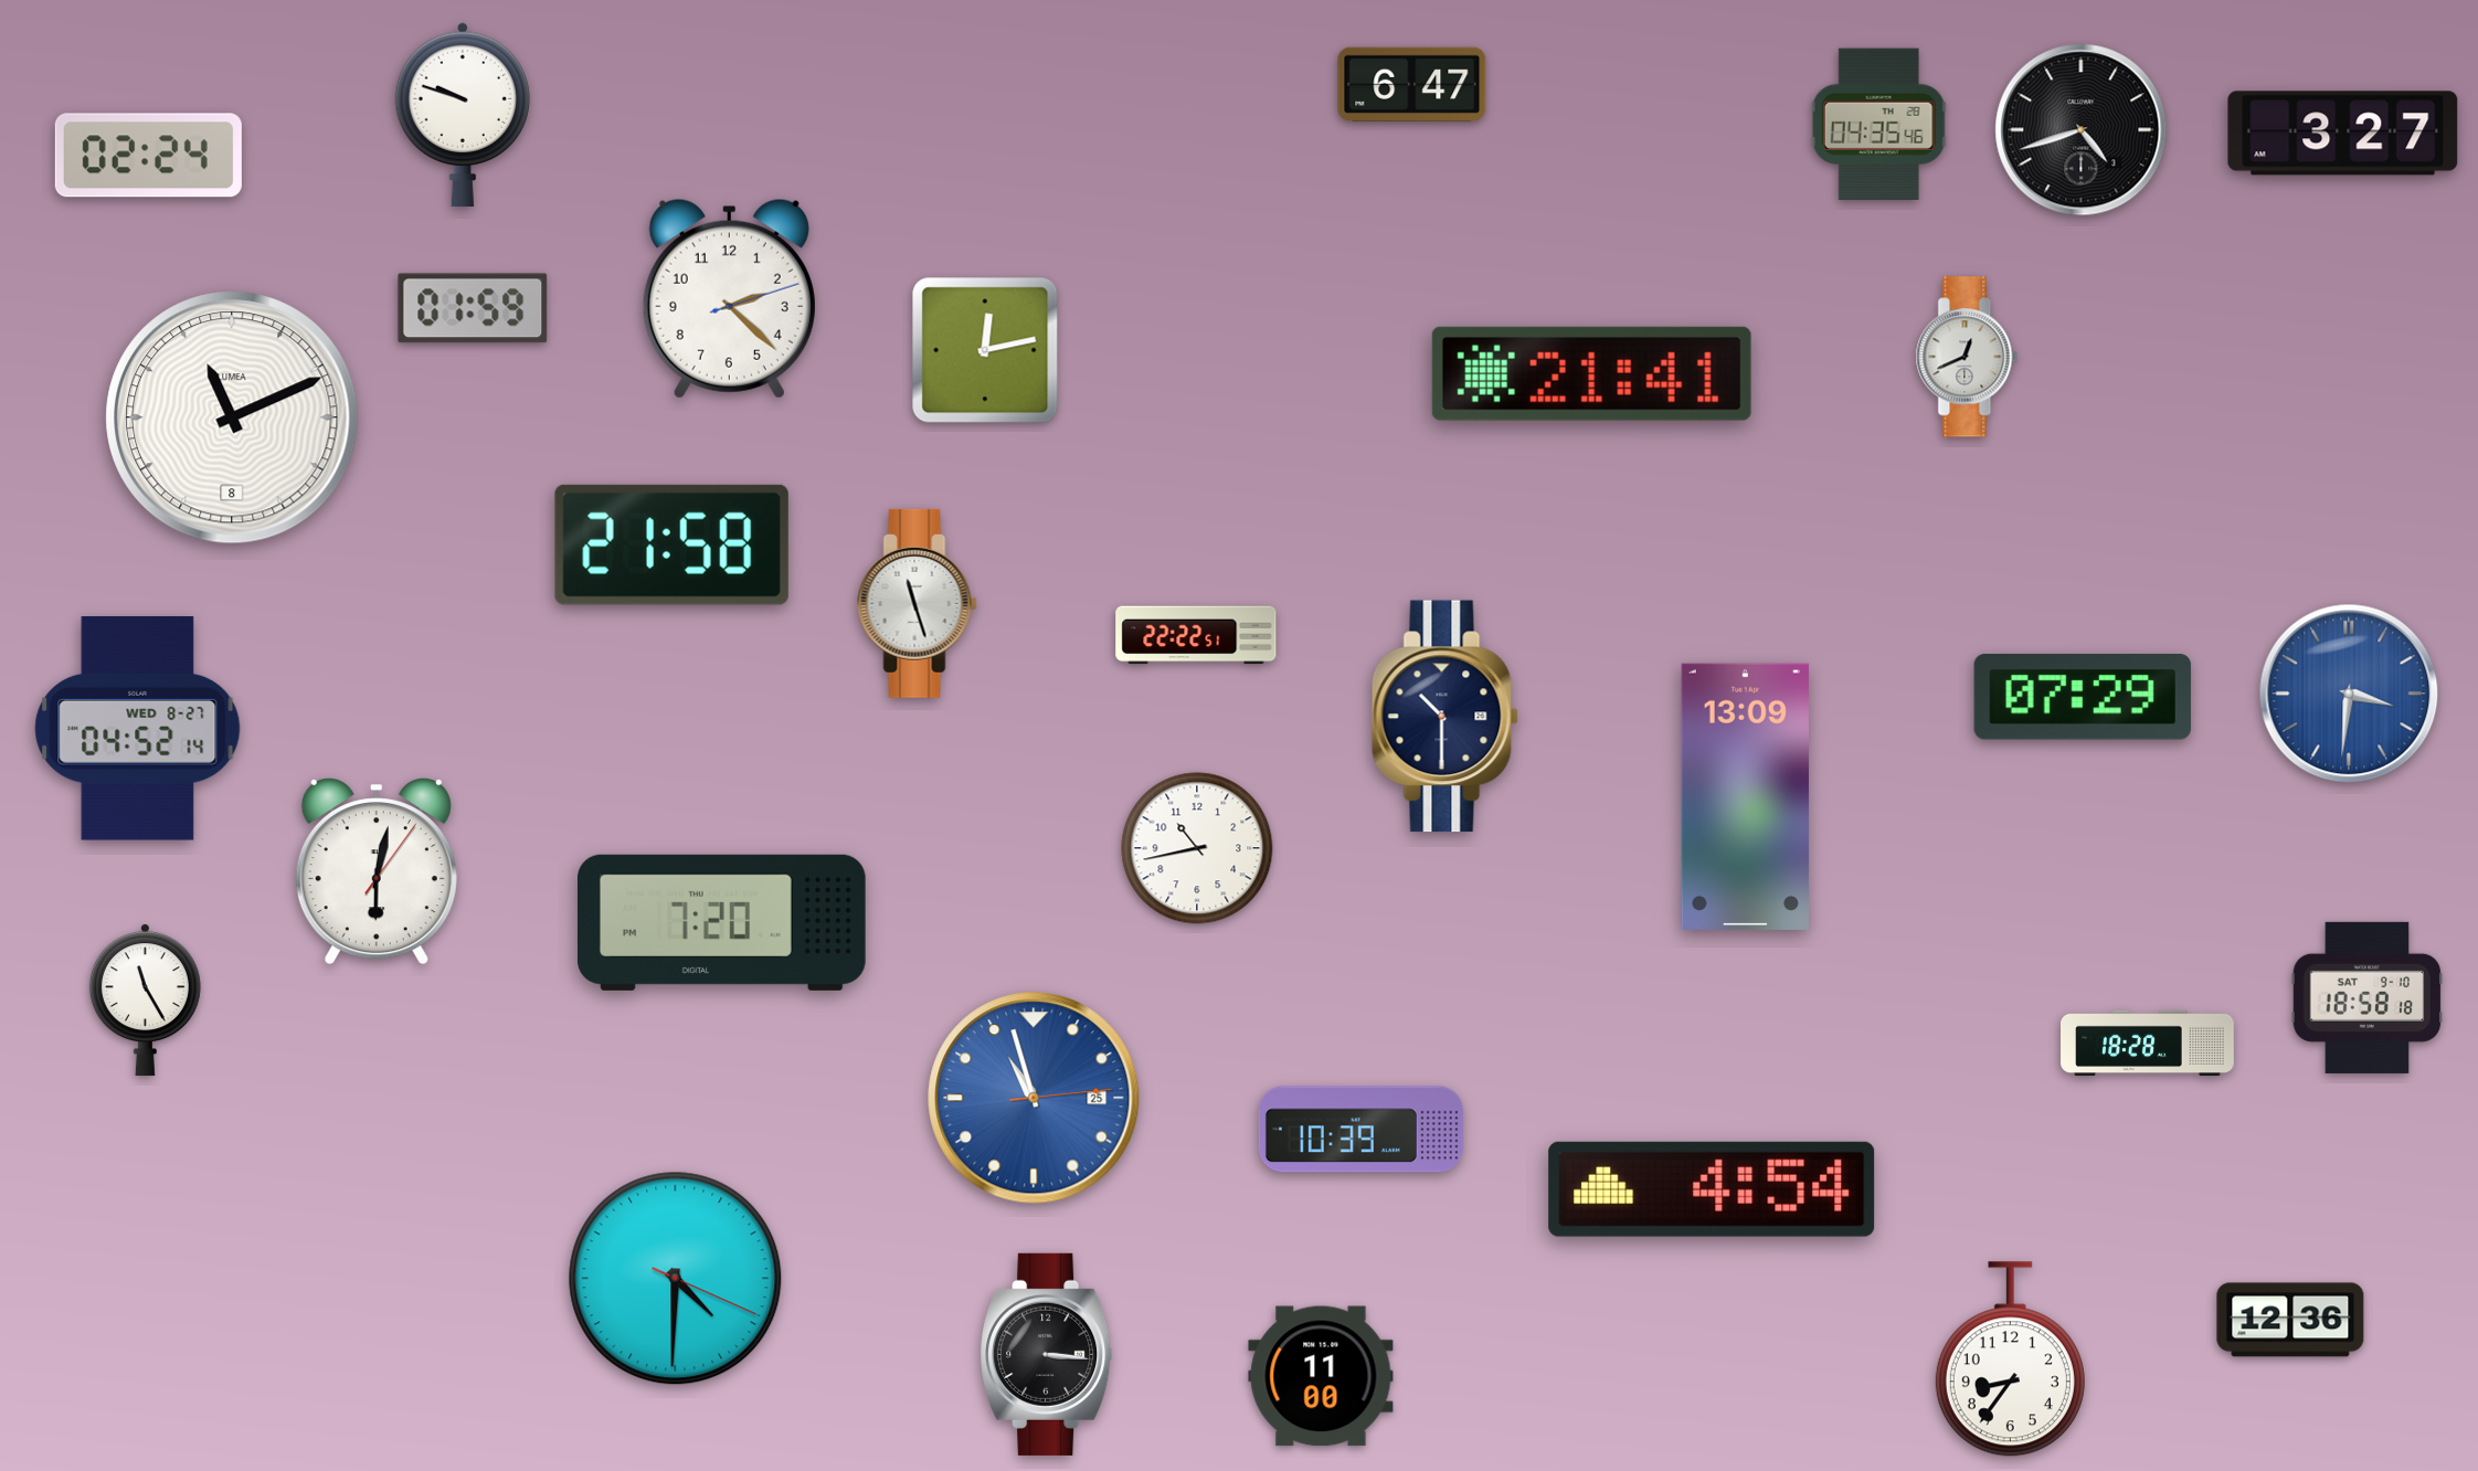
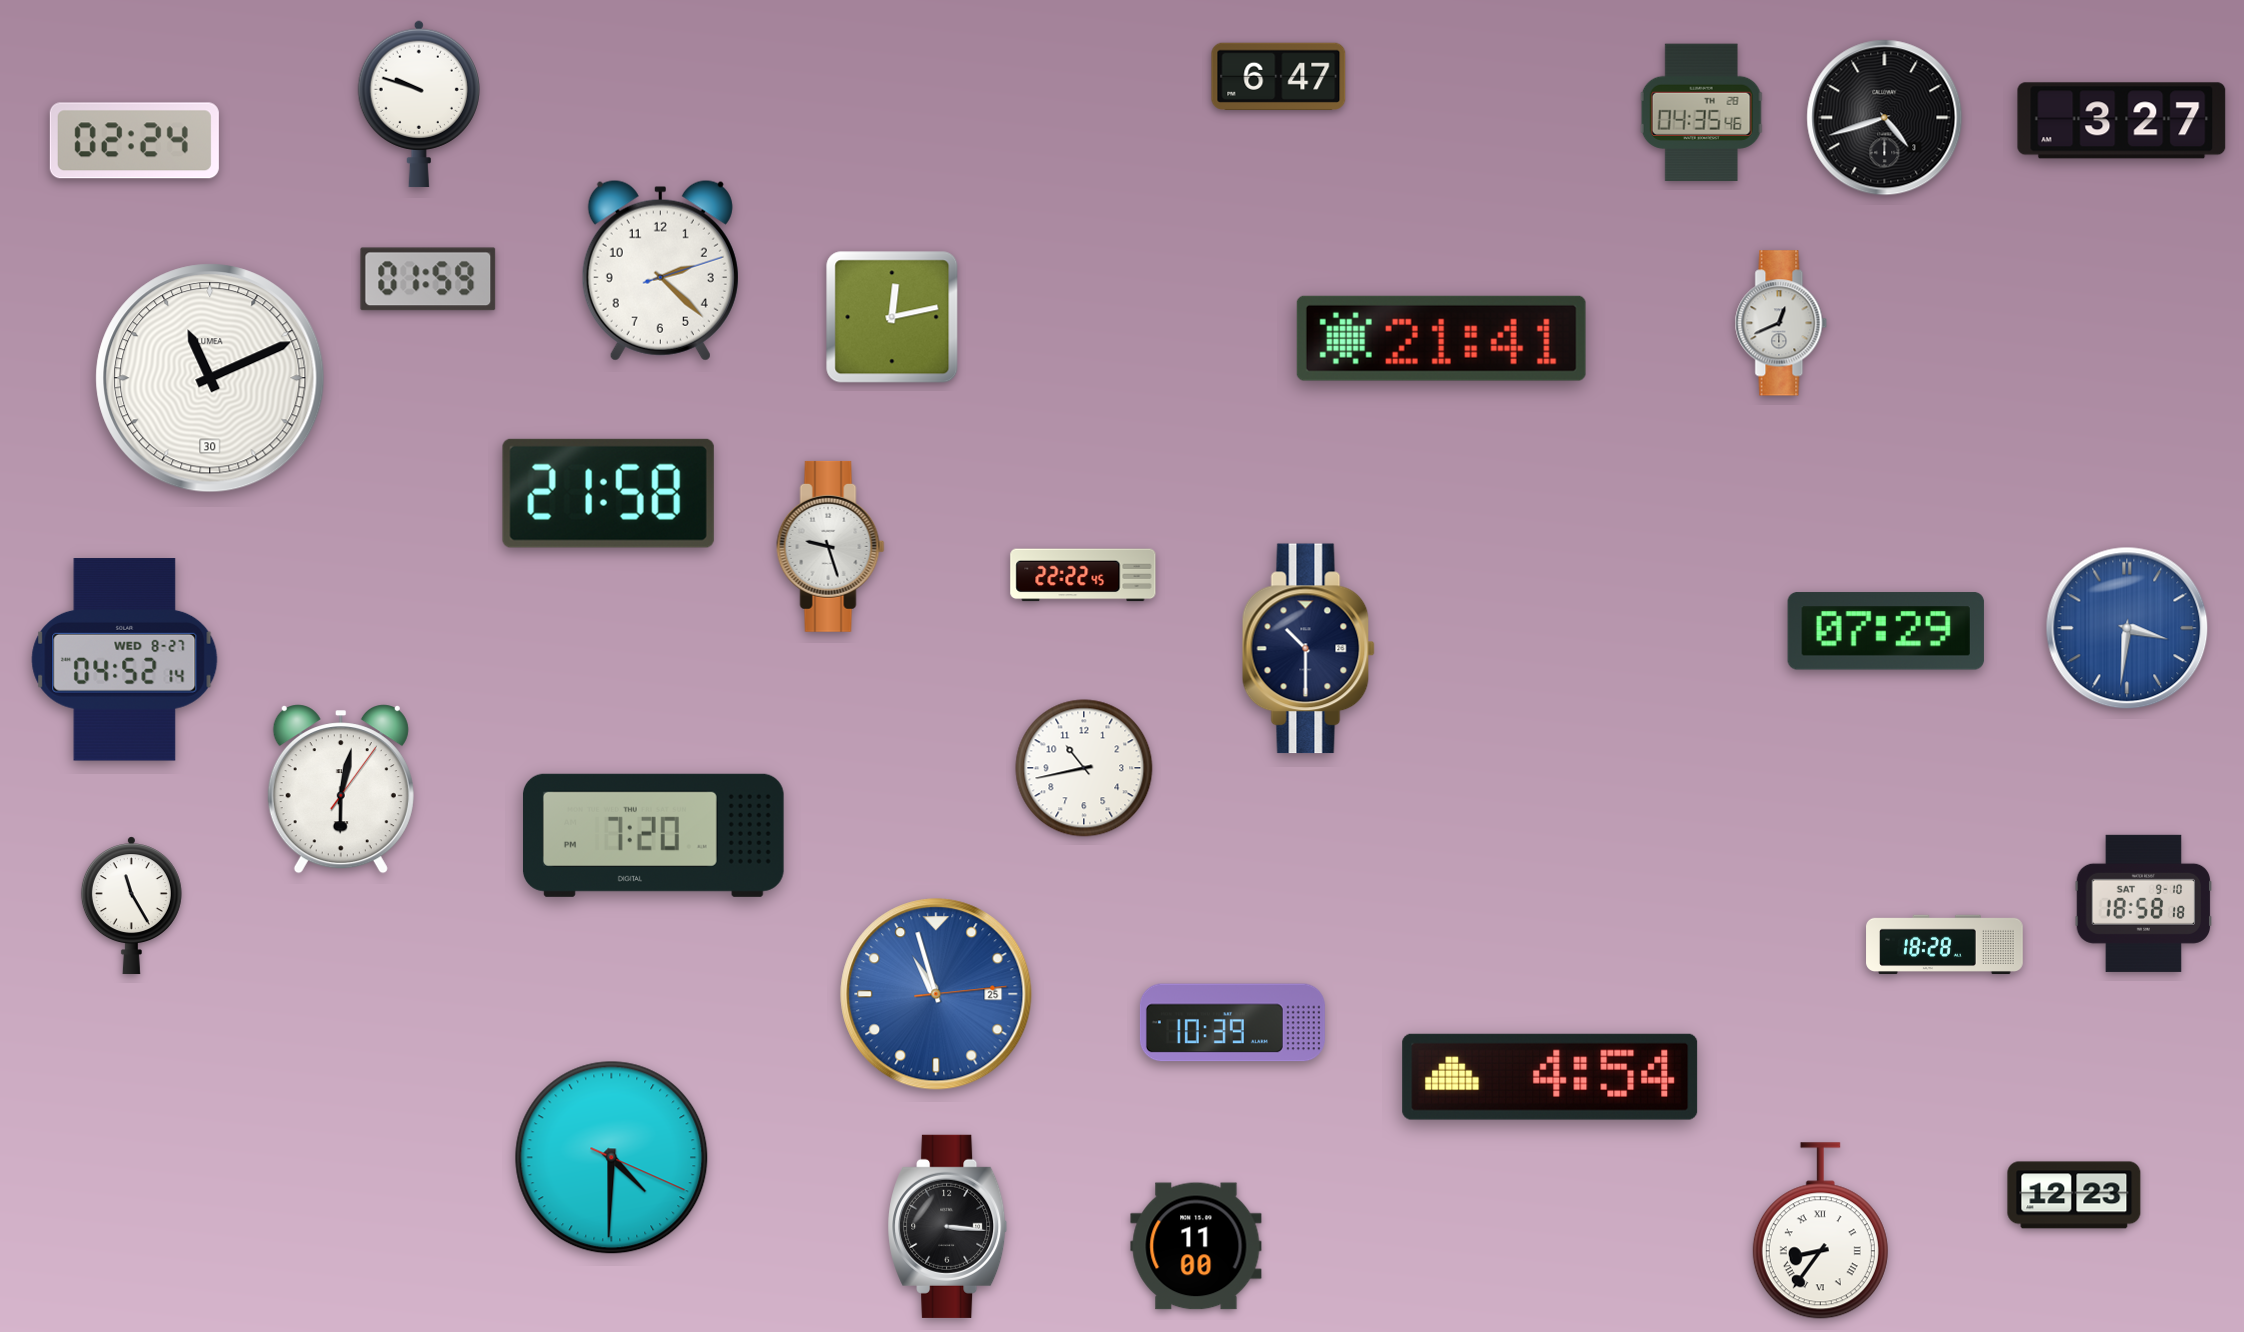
clock at (232, 417) date: 8 -> 30
clock at (918, 603): 11:27 -> 9:27
clock at (1196, 635): 22:22:51 -> 22:22:45
clock at (1745, 796): 13:09 -> none
clock at (2290, 1320): 12:36 -> 12:23
clock at (2010, 1359) numerals: Arabic -> Roman
